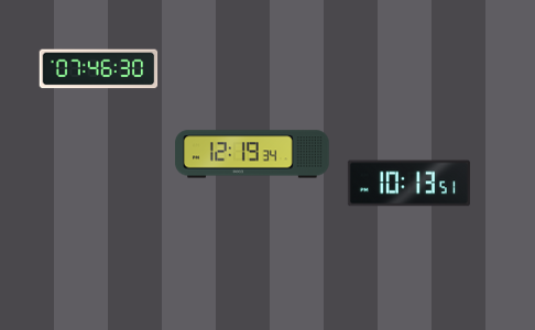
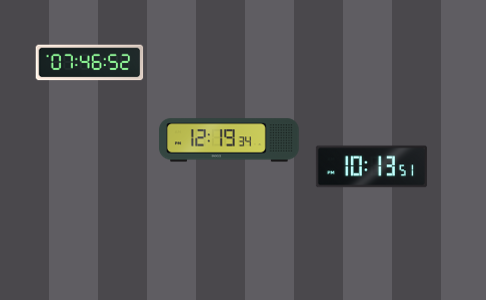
clock at (99, 69): 07:46:30 -> 07:46:52
